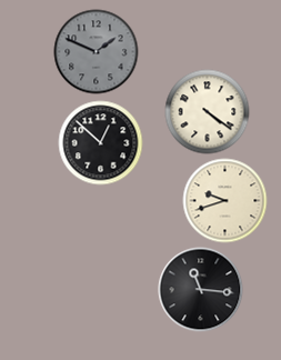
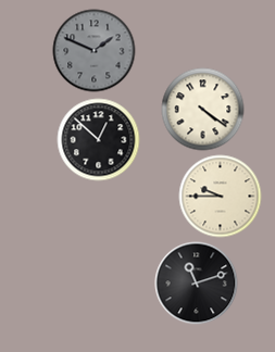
clock at (225, 201): 9:42 -> 9:45
clock at (201, 290): 11:16 -> 11:12
